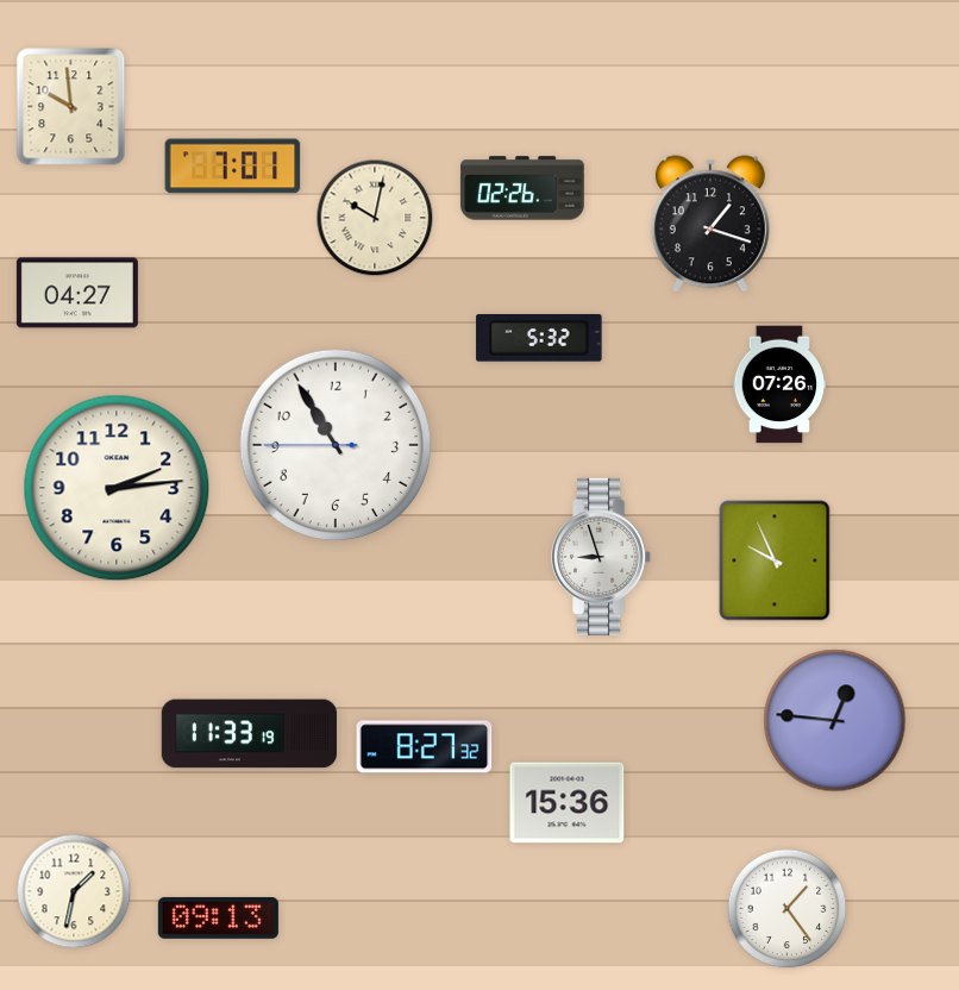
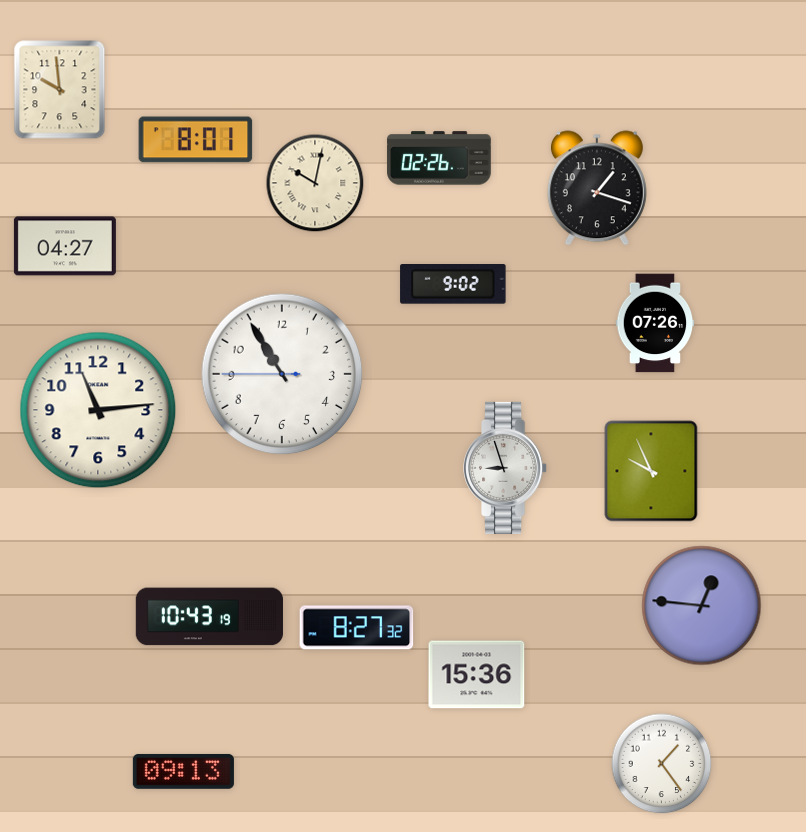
clock at (233, 167): 7:01 -> 8:01
clock at (539, 339): 5:32 -> 9:02
clock at (117, 488): 2:14 -> 11:14
clock at (249, 734): 11:33 -> 10:43
clock at (74, 891): 1:32 -> none
